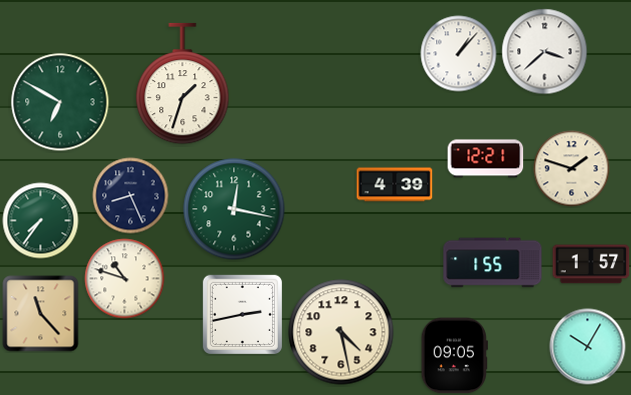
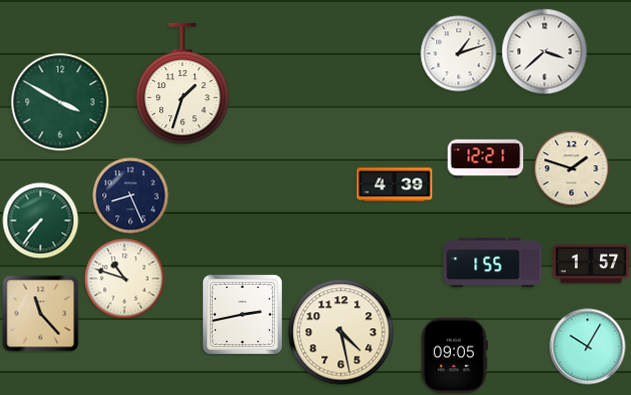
clock at (459, 54): 1:07 -> 1:12
clock at (60, 102): 6:50 -> 3:50
clock at (234, 209): 12:17 -> none
